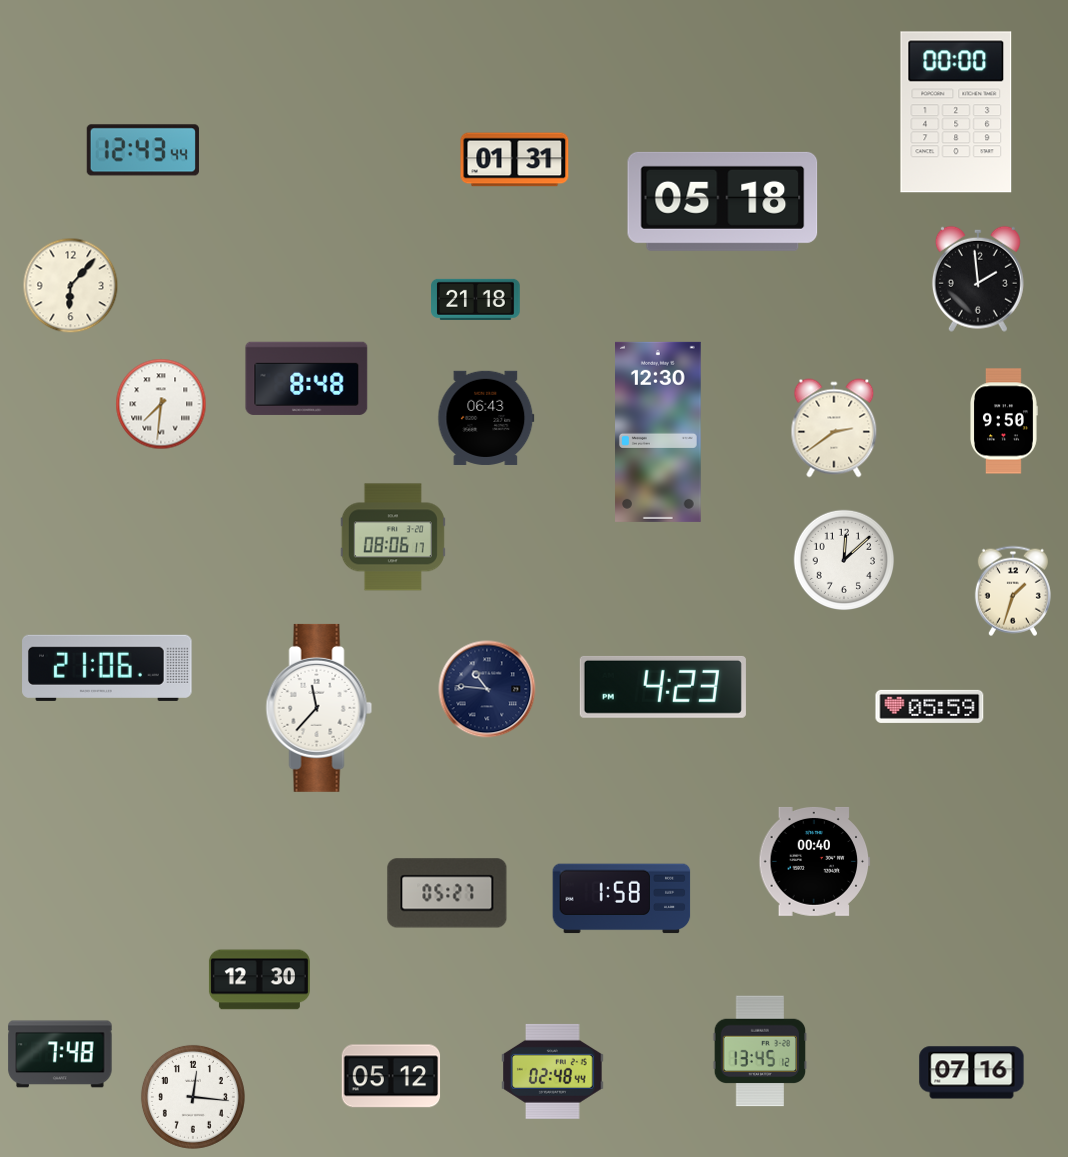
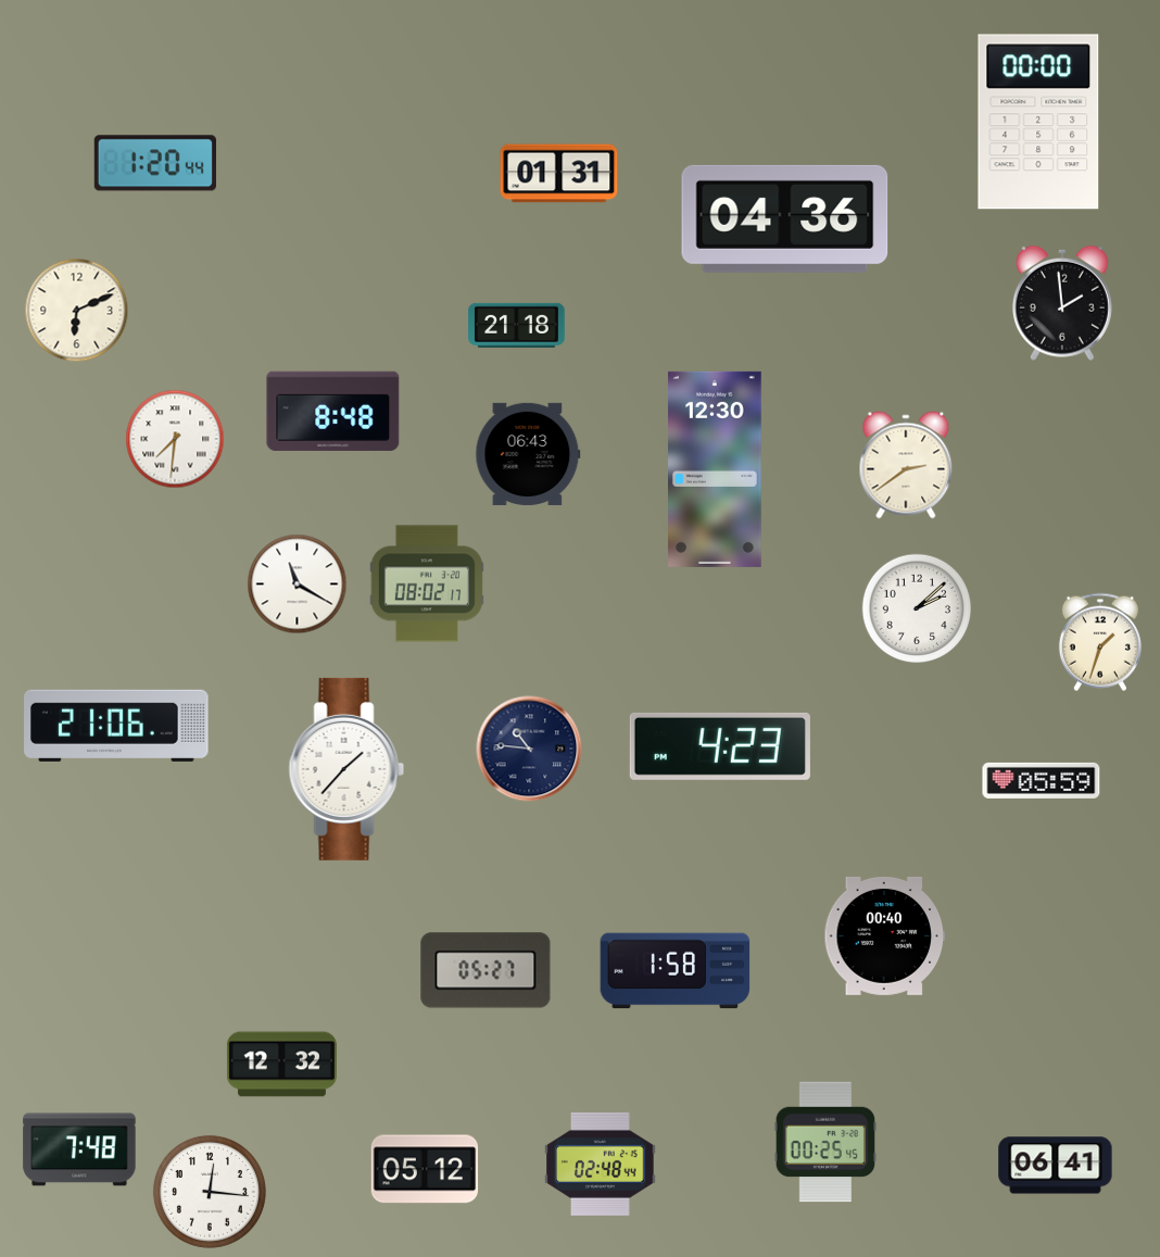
clock at (143, 150): 12:43 -> 1:20
clock at (723, 201): 05:18 -> 04:36
clock at (71, 286): 6:07 -> 6:11
clock at (1004, 421): 9:50 -> none
clock at (393, 537): 08:06 -> 08:02
clock at (298, 584): none -> 11:20
clock at (844, 560): 12:08 -> 2:08
clock at (930, 706) position: (930, 706) -> (1042, 780)
clock at (319, 708): 11:37 -> 1:37
clock at (622, 899) position: (622, 899) -> (676, 971)
clock at (259, 980): 12:30 -> 12:32
clock at (760, 1051): 13:45 -> 00:25
clock at (60, 1054) position: (60, 1054) -> (79, 1149)
clock at (972, 1073): 07:16 -> 06:41
